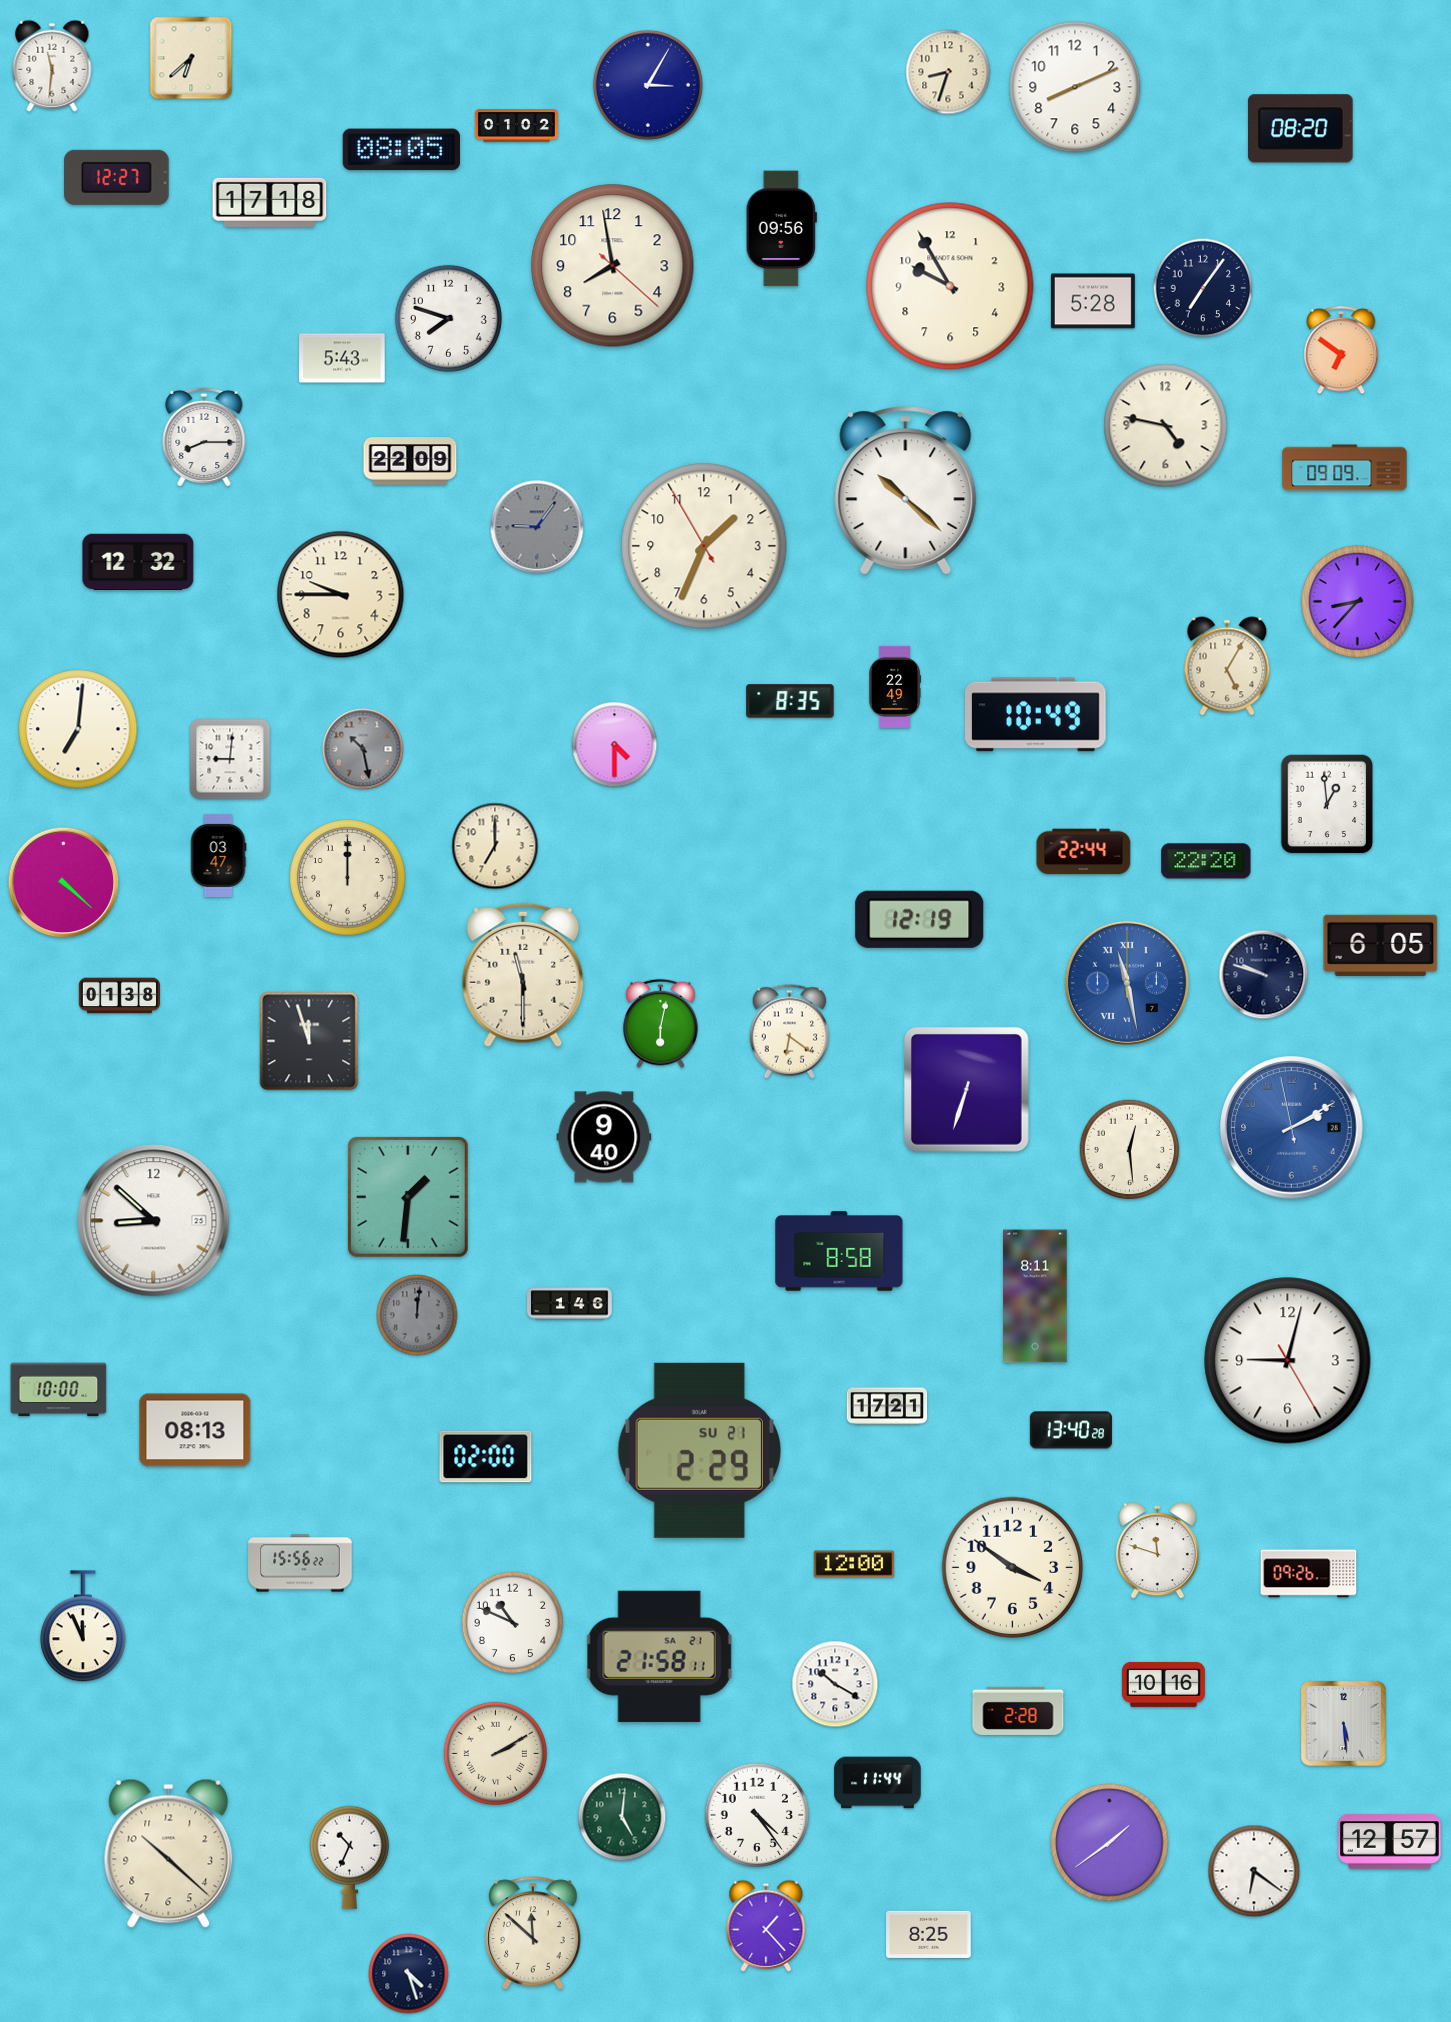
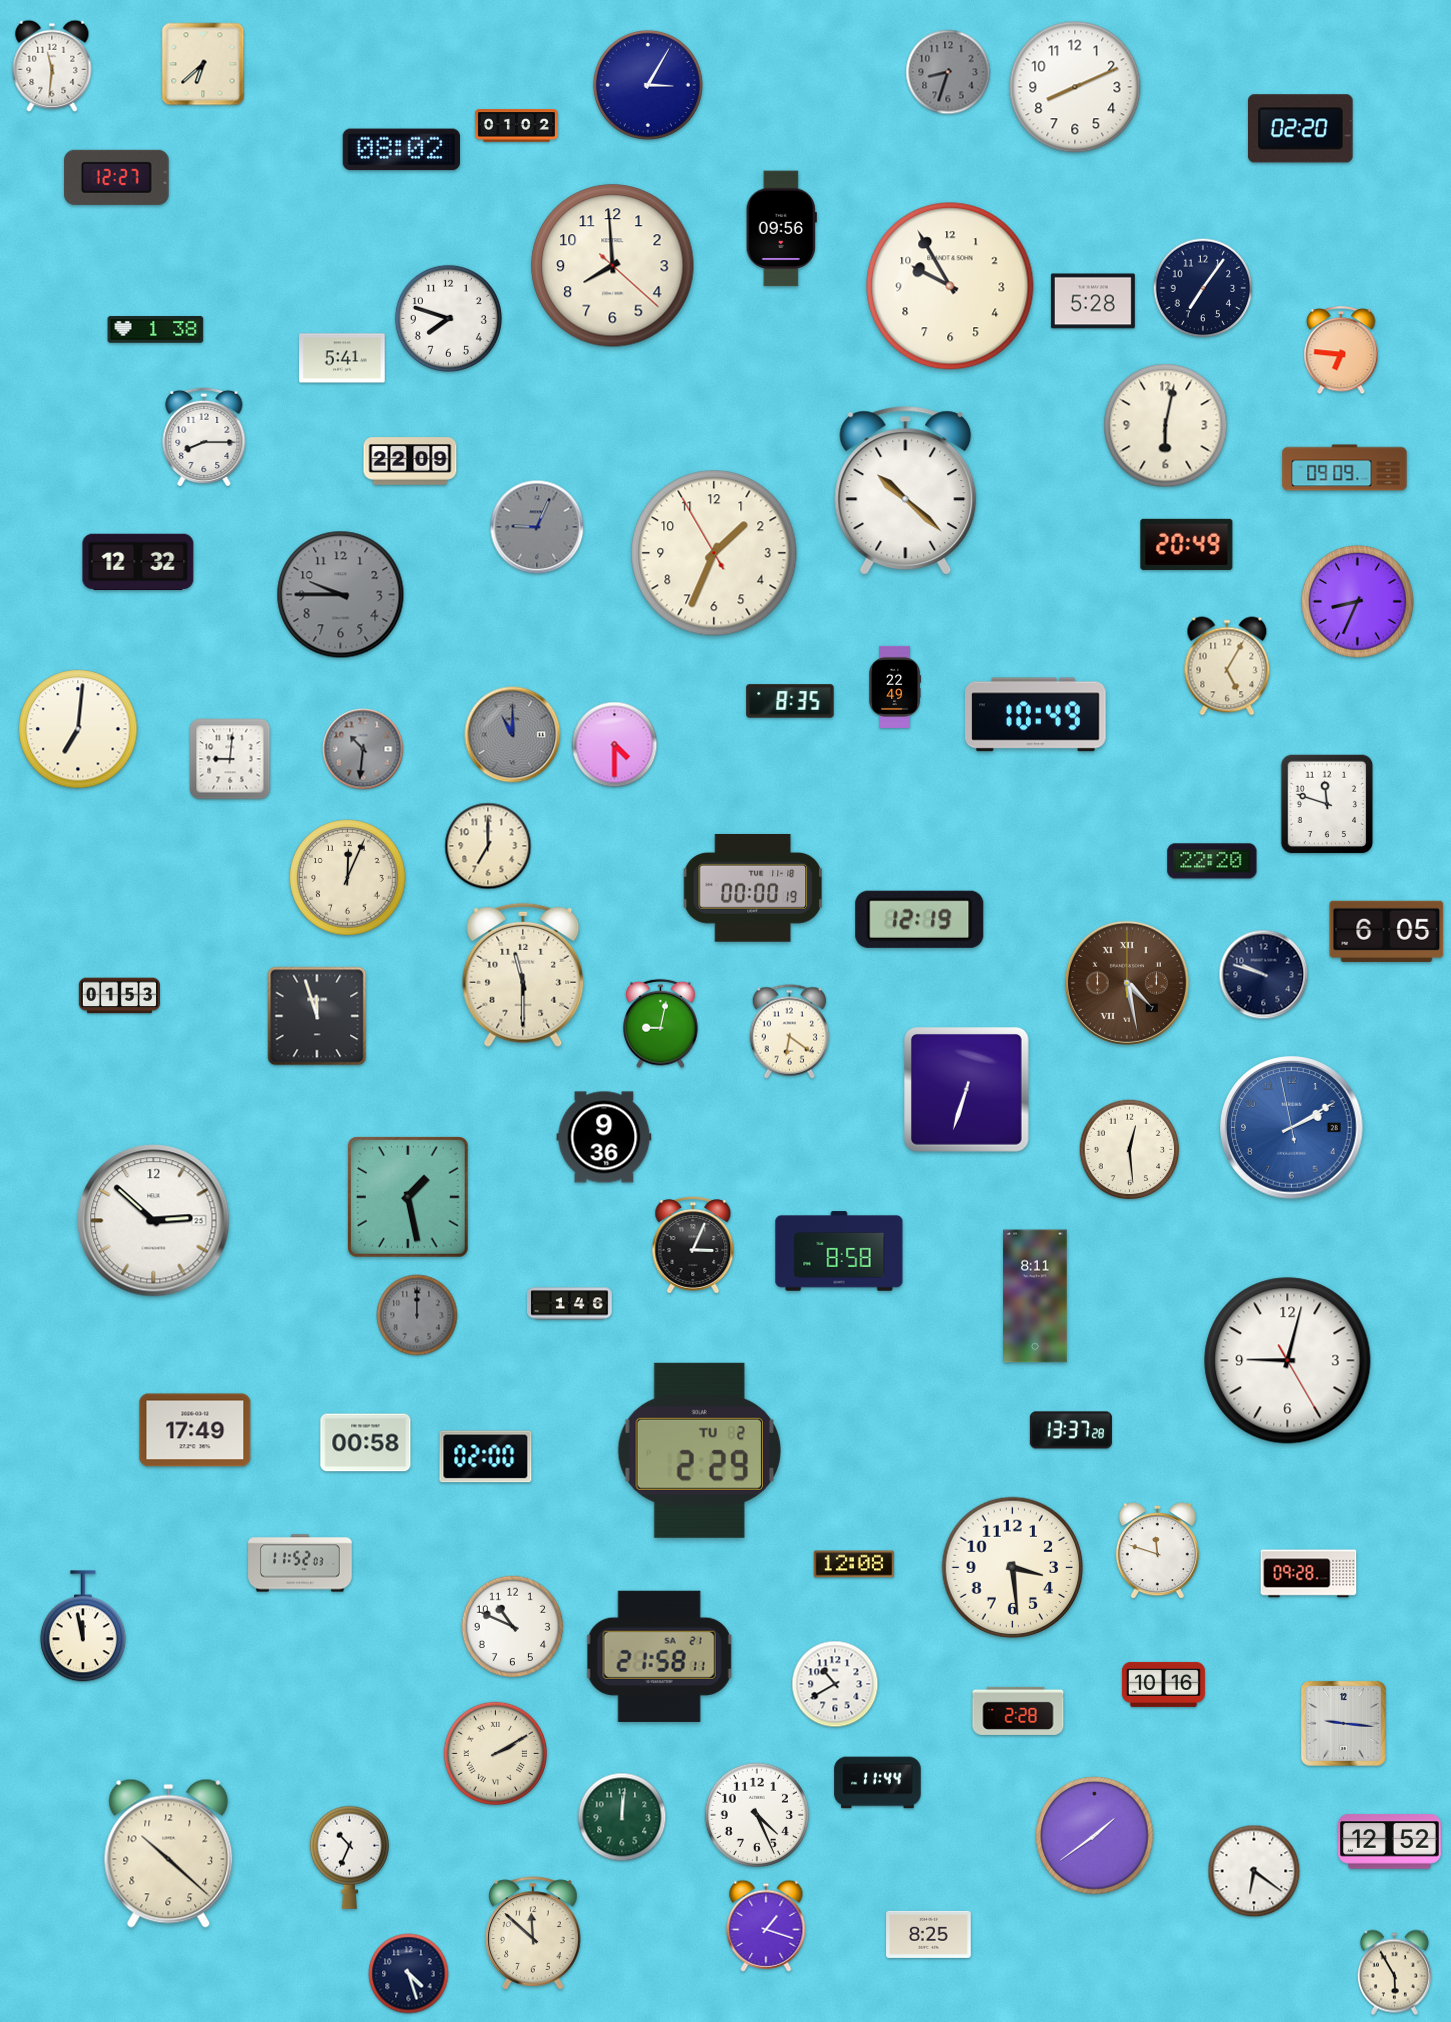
clock at (191, 58) position: (191, 58) -> (203, 64)
clock at (948, 72) dial: cream -> grey
clock at (1301, 129): 08:20 -> 02:20
clock at (401, 150): 08:05 -> 08:02
clock at (270, 202): 17:18 -> none
clock at (613, 266): 7:58 -> 7:59
clock at (156, 330): none -> 1:38
clock at (1341, 351): 6:51 -> 6:46
clock at (342, 358): 5:43 -> 5:41
clock at (1166, 426): 4:47 -> 6:02
clock at (537, 527): 9:06 -> 9:04
clock at (1187, 544): none -> 20:49
clock at (704, 546) position: (704, 546) -> (714, 553)
clock at (341, 595) dial: cream -> grey
clock at (1358, 602): 8:37 -> 8:34
clock at (513, 735): none -> 11:00
clock at (363, 749): 10:28 -> 10:31
clock at (1327, 804): 12:59 -> 11:48
clock at (495, 846) position: (495, 846) -> (488, 846)
clock at (1084, 852): 22:44 -> none
clock at (218, 855): 03:47 -> none
clock at (1206, 861) position: (1206, 861) -> (1212, 861)
clock at (348, 878): 12:00 -> 12:04
clock at (64, 883): 4:22 -> none
clock at (753, 888): none -> 00:00
clock at (1381, 945) position: (1381, 945) -> (1387, 931)
clock at (1127, 983): 11:28 -> 4:28
clock at (1127, 983) dial: blue -> brown
clock at (119, 996): 01:38 -> 01:53
clock at (661, 1024): 6:02 -> 9:02
clock at (309, 1041) position: (309, 1041) -> (317, 1016)
clock at (604, 1137): 9:40 -> 9:36
clock at (409, 1198): 1:31 -> 1:28
clock at (154, 1221): 8:52 -> 2:52
clock at (693, 1245): none -> 3:04
clock at (417, 1315): 12:01 -> 12:00
clock at (59, 1390): 10:00 -> none
clock at (887, 1406): 17:21 -> none
clock at (195, 1430): 08:13 -> 17:49
clock at (1071, 1430): 13:40 -> 13:37
clock at (366, 1443): none -> 00:58
clock at (699, 1450) date: SU 21 -> TU 2
clock at (300, 1563): 15:56 -> 11:52
clock at (854, 1564): 12:00 -> 12:08
clock at (1013, 1568): 3:51 -> 3:29
clock at (1309, 1574): 09:26 -> 09:28
clock at (513, 1623) position: (513, 1623) -> (513, 1627)
clock at (83, 1627): 11:56 -> 11:58
clock at (835, 1684): 10:20 -> 10:40
clock at (1343, 1723): 5:29 -> 9:16
clock at (757, 1815): 4:24 -> 4:26
clock at (622, 1817): 5:01 -> 12:01
clock at (1390, 1842): 12:57 -> 12:52
clock at (1110, 1843) position: (1110, 1843) -> (1095, 1836)
clock at (766, 1926): 1:23 -> 1:18
clock at (1394, 1973): none -> 5:55
